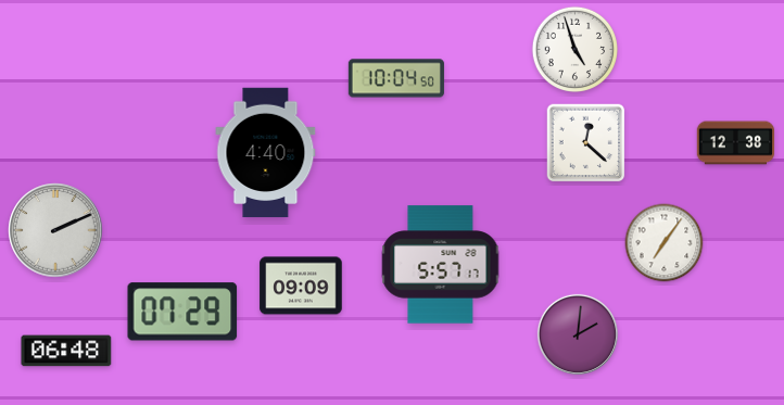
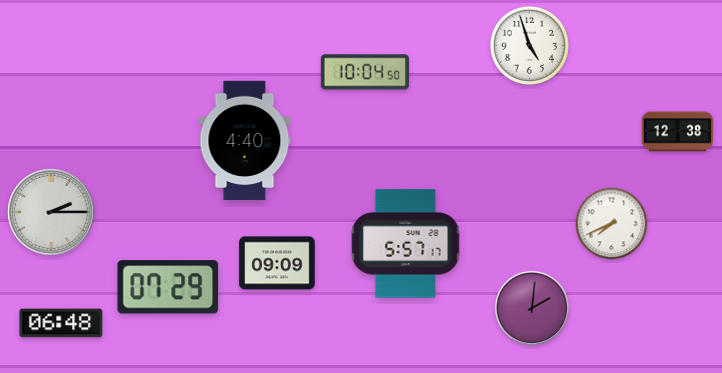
clock at (586, 143): 12:22 -> none
clock at (55, 230): 2:11 -> 2:15
clock at (665, 243): 7:06 -> 7:41
